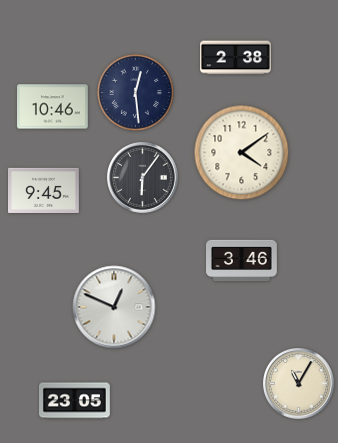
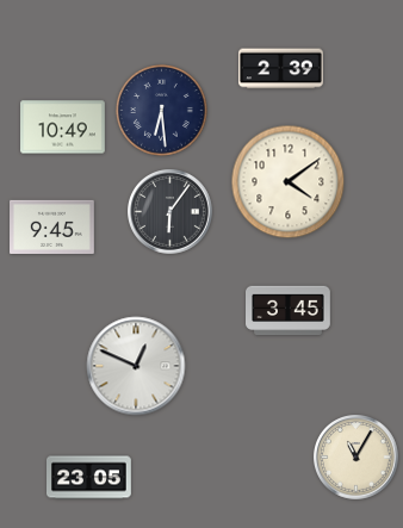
clock at (236, 58): 2:38 -> 2:39
clock at (135, 92): 12:29 -> 6:29
clock at (53, 107): 10:46 -> 10:49
clock at (242, 261): 3:46 -> 3:45
